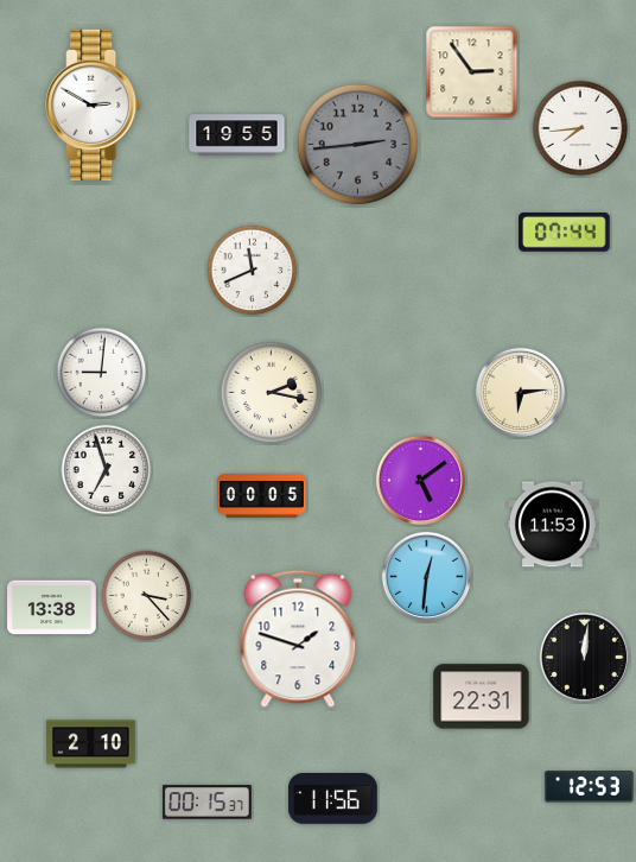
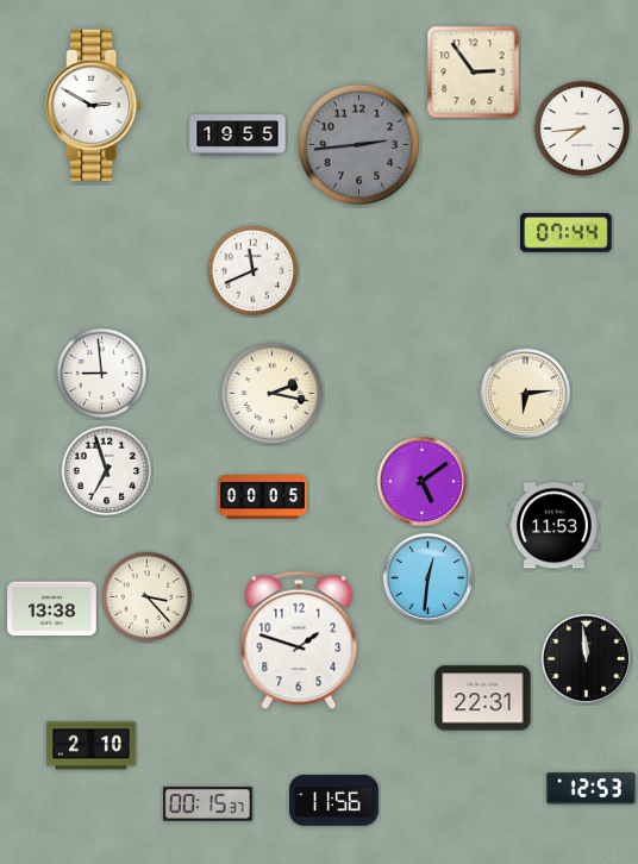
clock at (102, 373): 9:01 -> 8:59
clock at (520, 392) position: (520, 392) -> (525, 393)
clock at (584, 657): 12:01 -> 11:59
